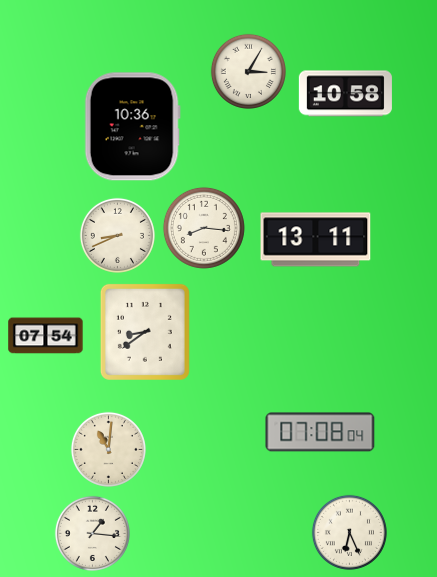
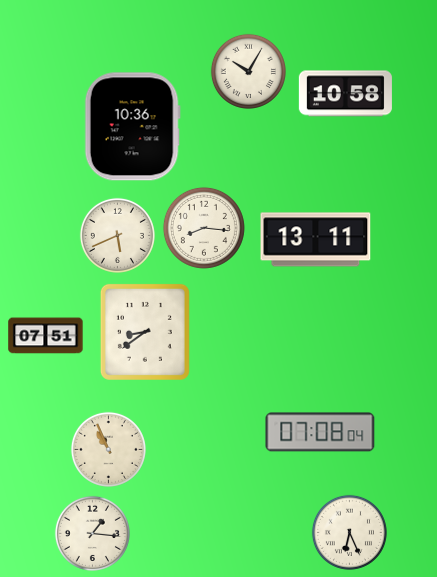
clock at (248, 71): 3:05 -> 10:05
clock at (117, 235): 8:41 -> 5:41
clock at (46, 336): 07:54 -> 07:51
clock at (108, 449): 11:01 -> 10:56
